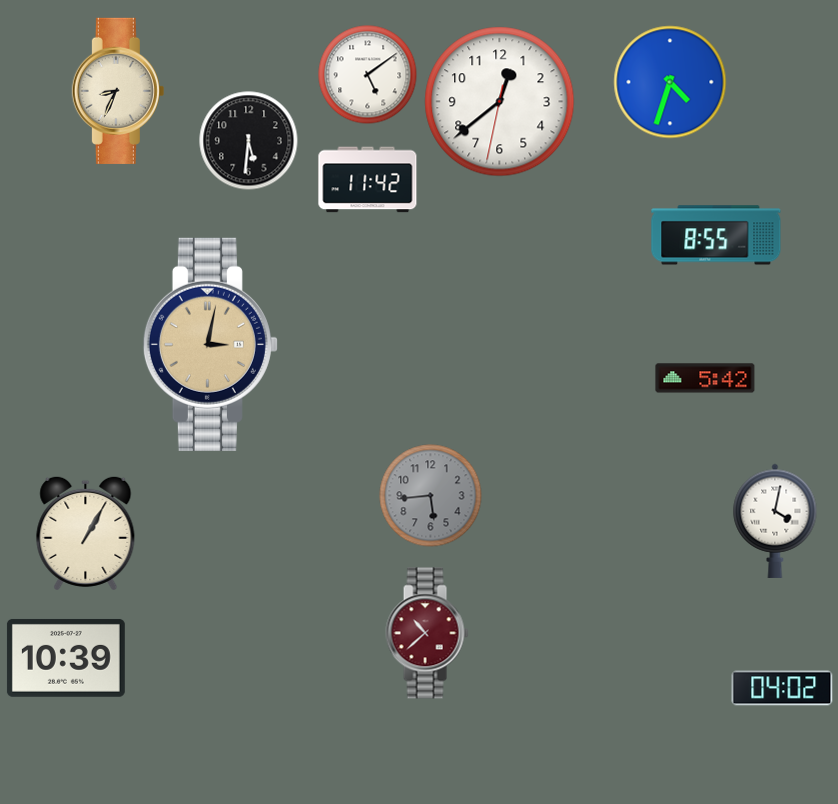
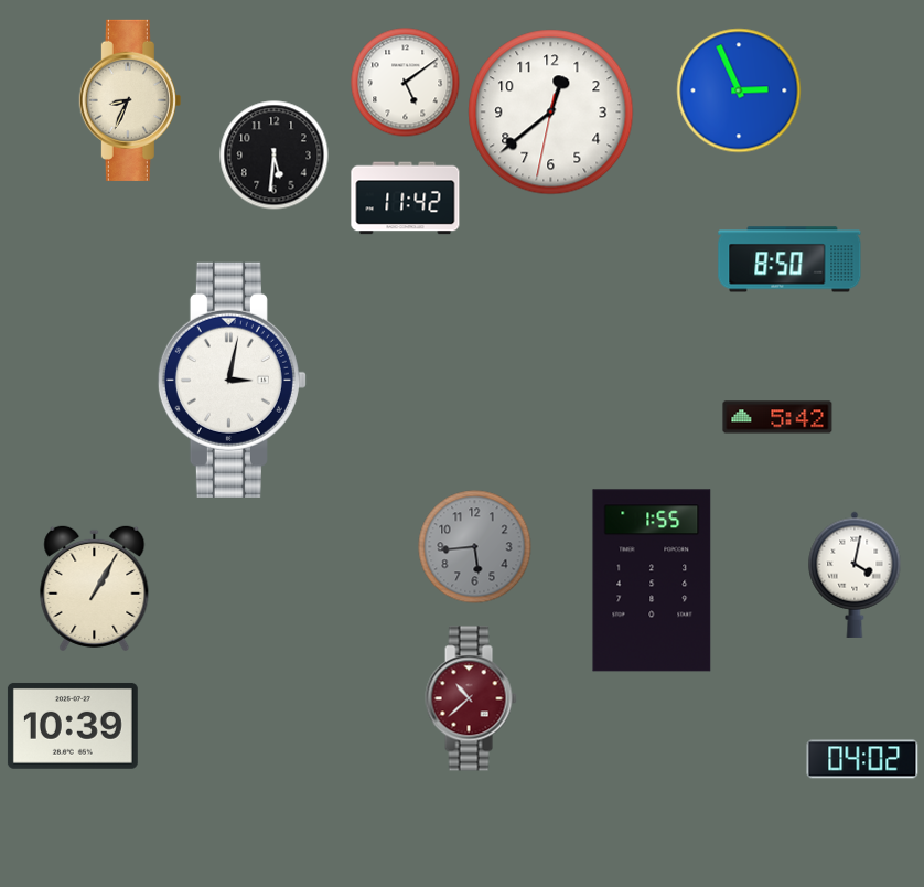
clock at (670, 82): 4:33 -> 2:56
clock at (716, 235): 8:55 -> 8:50
clock at (210, 344) dial: champagne -> white
clock at (652, 580): none -> 1:55
